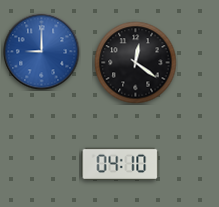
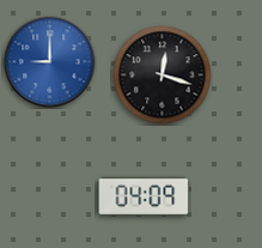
clock at (136, 63): 12:21 -> 12:18
clock at (120, 163): 04:10 -> 04:09
